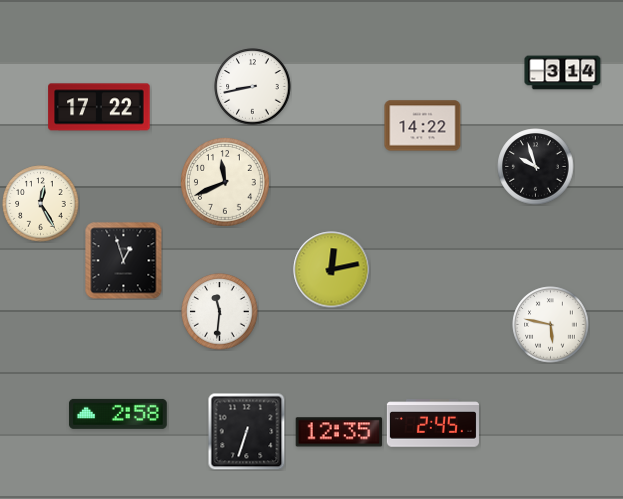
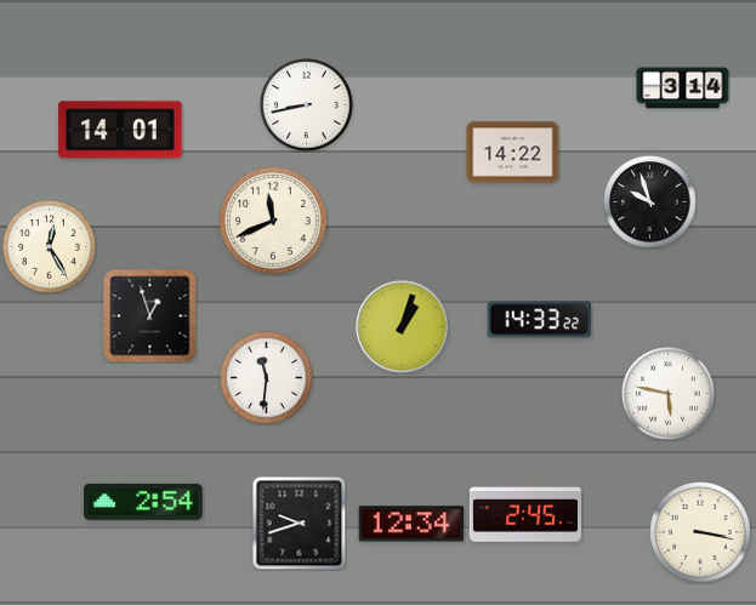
clock at (99, 107): 17:22 -> 14:01
clock at (540, 320): none -> 14:33
clock at (332, 270): 12:13 -> 1:03
clock at (118, 414): 2:58 -> 2:54
clock at (246, 431): 6:33 -> 9:42
clock at (339, 432): 12:35 -> 12:34
clock at (700, 532): none -> 3:17
